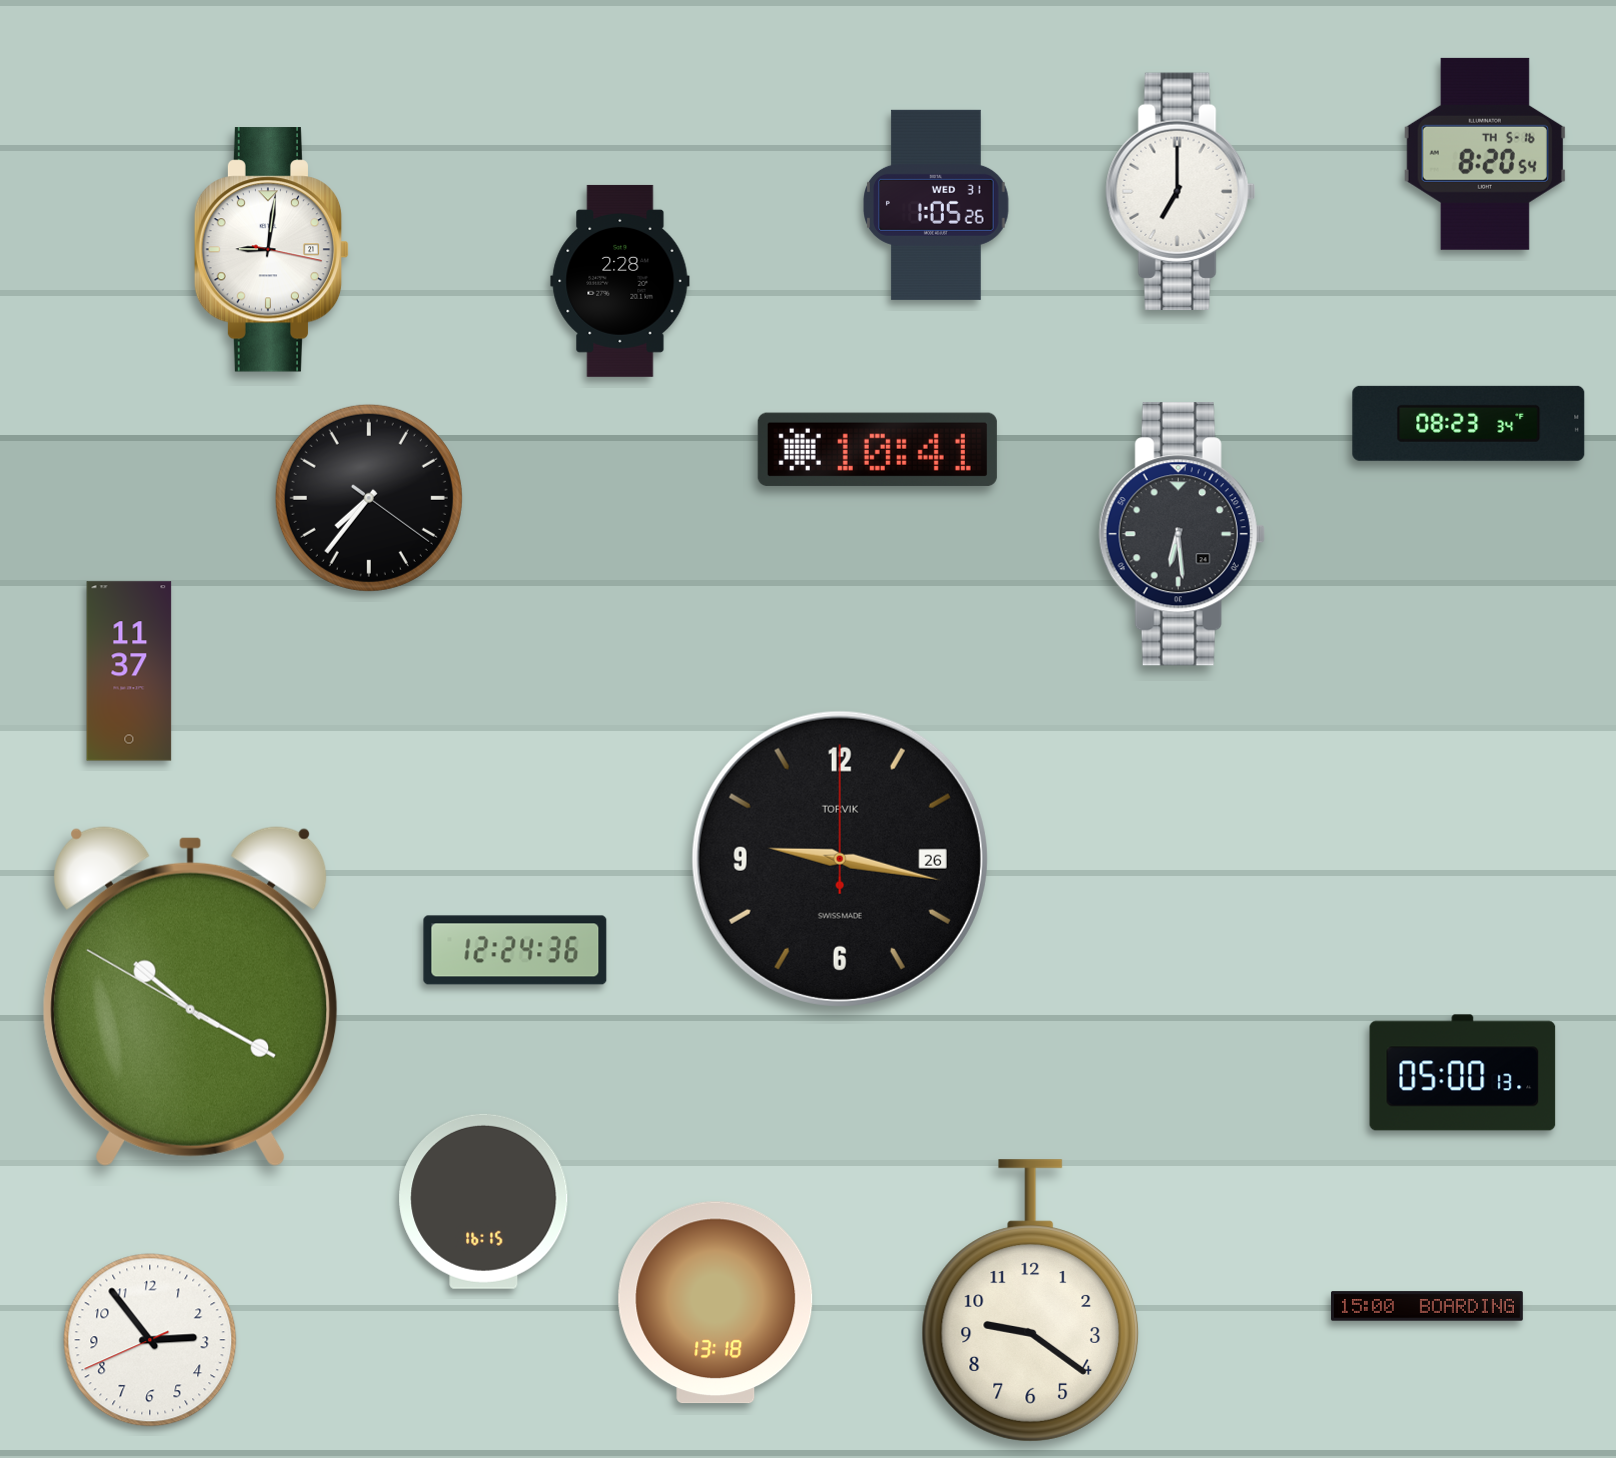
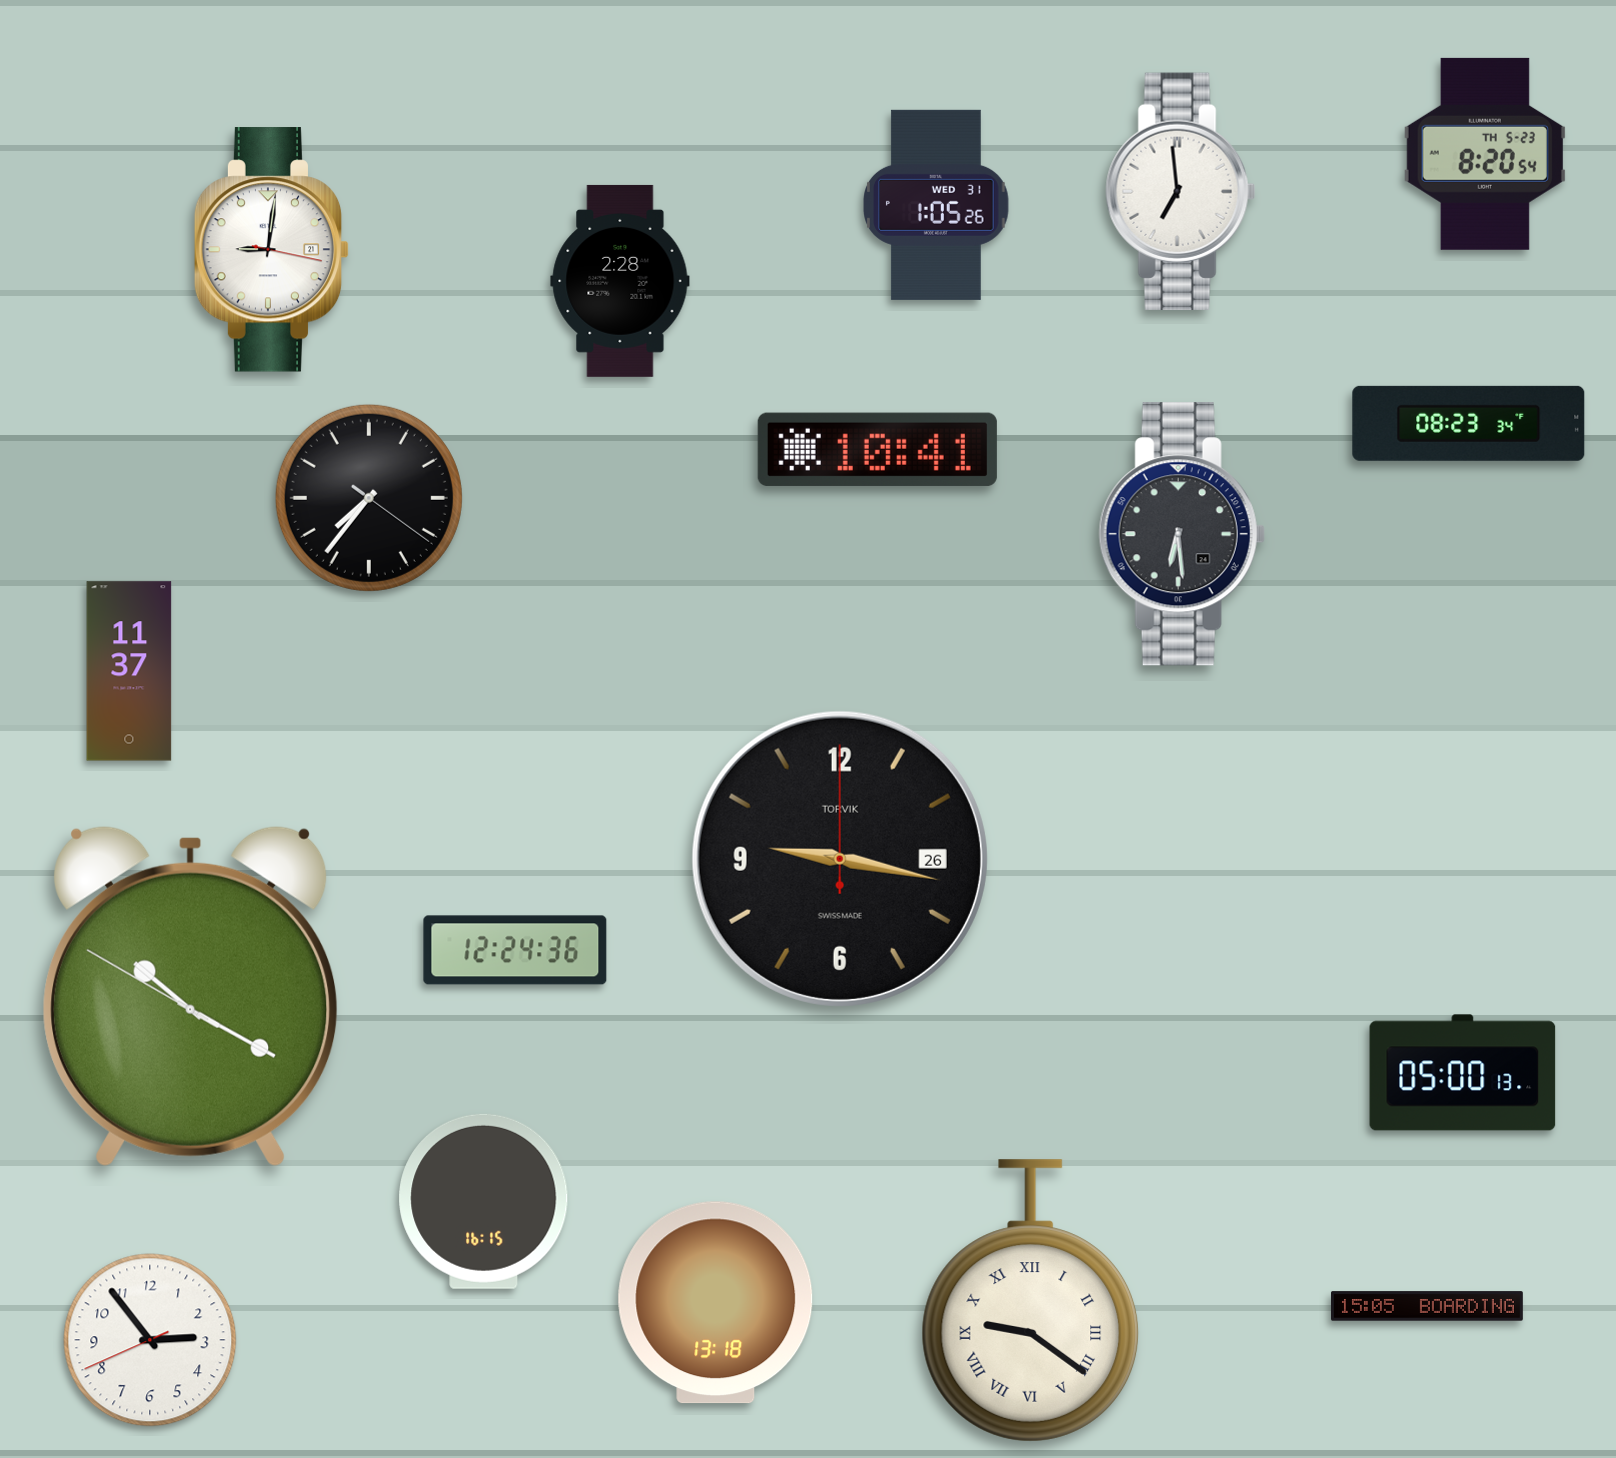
clock at (1485, 154) date: TH 5-16 -> TH 5-23
clock at (1181, 191): 7:00 -> 6:59
clock at (1031, 1301) numerals: Arabic -> Roman
clock at (1427, 1306): 15:00 -> 15:05
